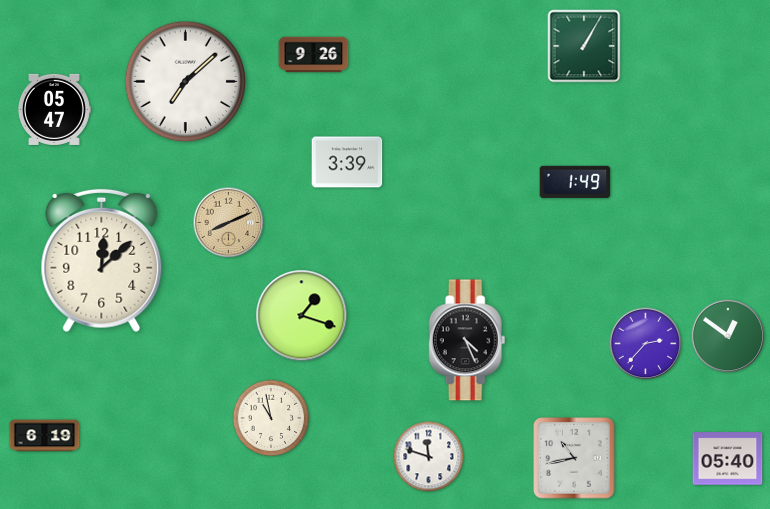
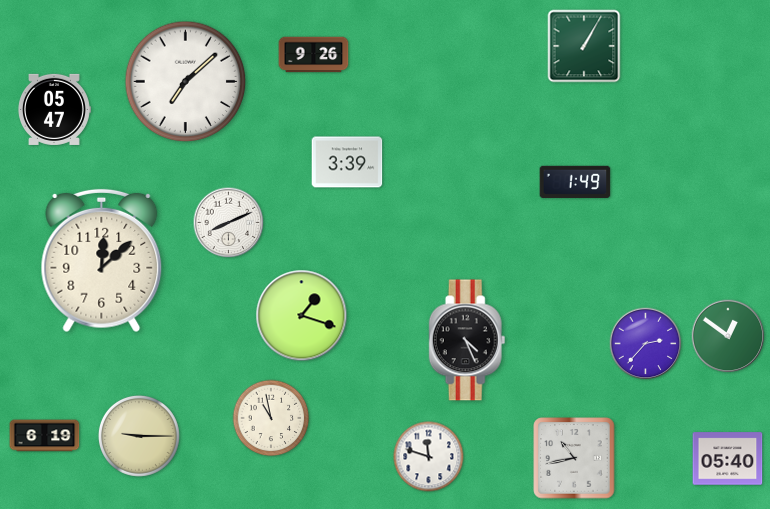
clock at (229, 223) dial: champagne -> white
clock at (139, 436): none -> 9:15
